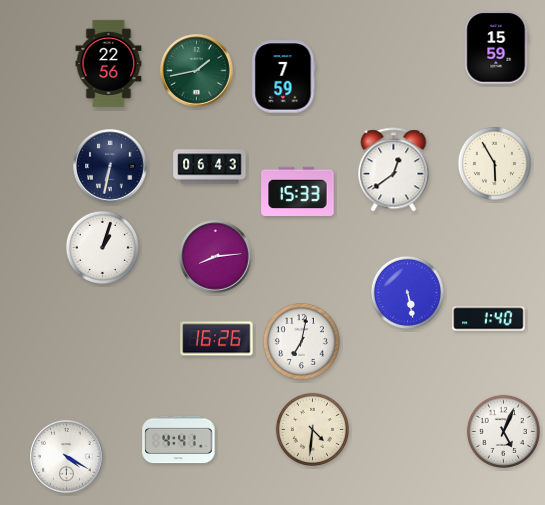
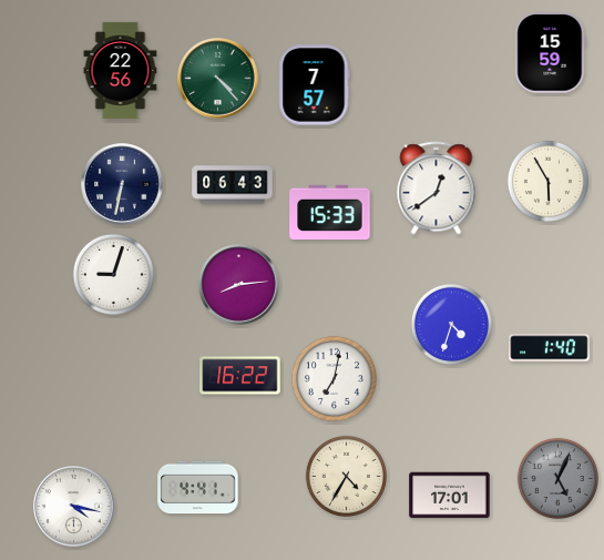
clock at (197, 71): 1:43 -> 4:23
clock at (284, 77): 7:59 -> 7:57
clock at (102, 247): 1:03 -> 9:03
clock at (407, 292): 5:28 -> 4:33
clock at (489, 319) position: (489, 319) -> (550, 348)
clock at (217, 339): 16:26 -> 16:22
clock at (312, 429): 4:31 -> 4:35
clock at (503, 431) dial: white -> grey
clock at (450, 496): none -> 17:01
clock at (67, 457): 4:20 -> 4:17
